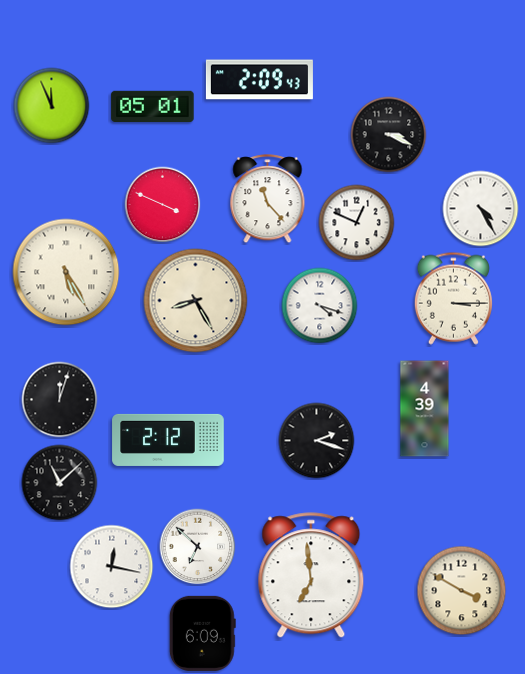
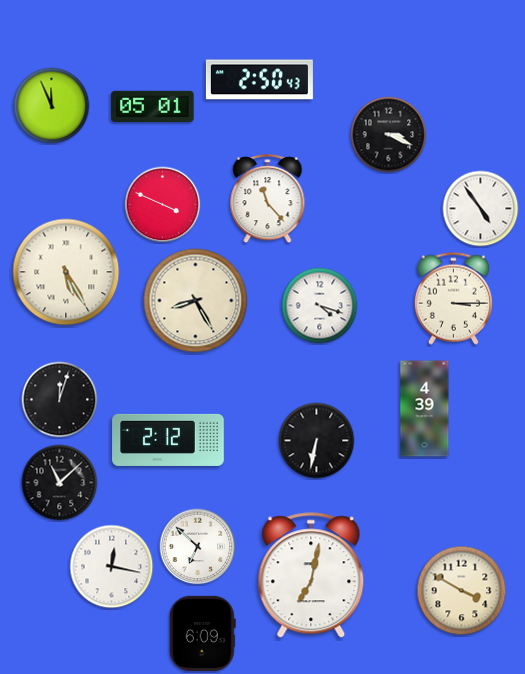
clock at (259, 80): 2:09 -> 2:50
clock at (481, 209): 4:25 -> 4:54
clock at (357, 223): 12:49 -> none
clock at (317, 441): 2:18 -> 6:32
clock at (311, 576): 6:59 -> 7:02
